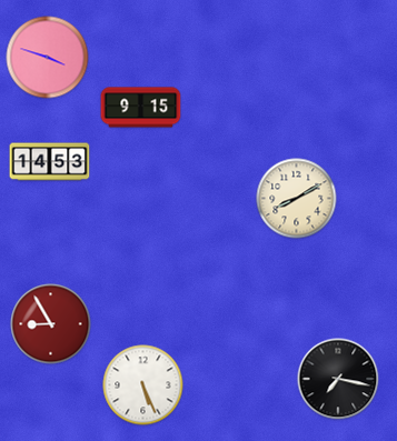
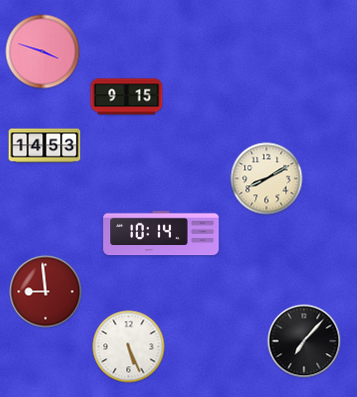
clock at (161, 233): none -> 10:14
clock at (51, 324): 8:55 -> 8:59
clock at (338, 379): 7:17 -> 7:07
